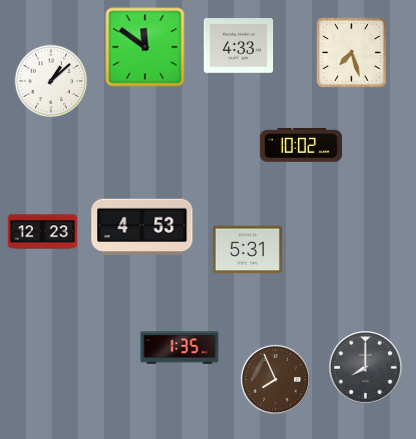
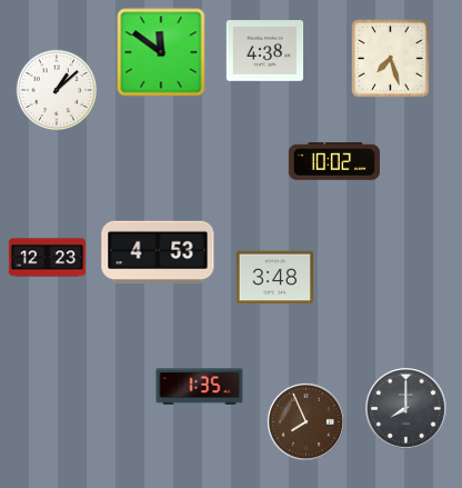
clock at (239, 46): 4:33 -> 4:38
clock at (248, 250): 5:31 -> 3:48
